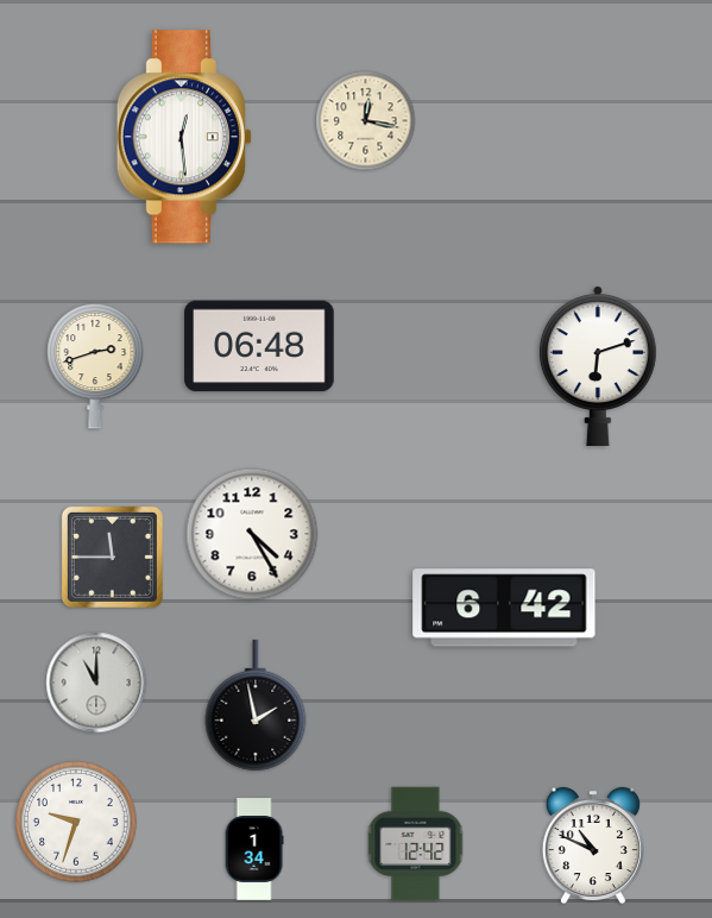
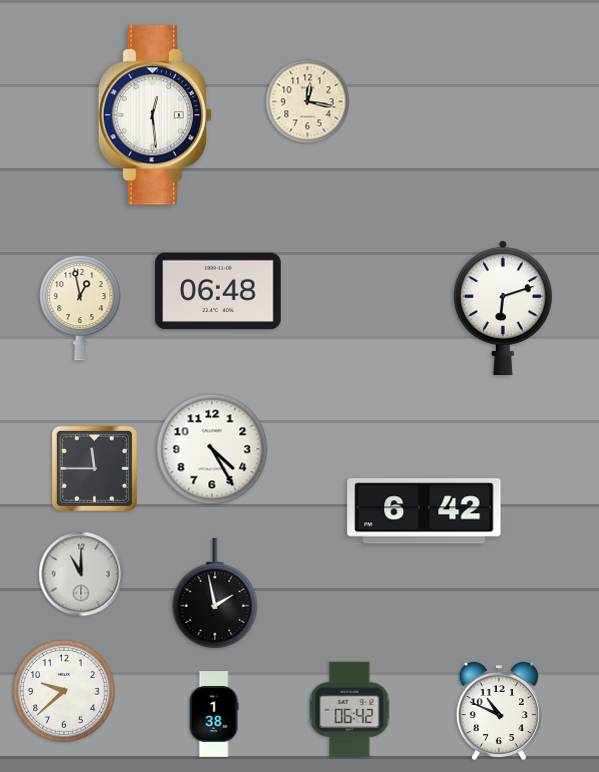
clock at (95, 366): 2:42 -> 12:58
clock at (76, 822): 9:33 -> 9:38
clock at (416, 844): 12:42 -> 06:42
clock at (254, 849): 1:34 -> 1:38
